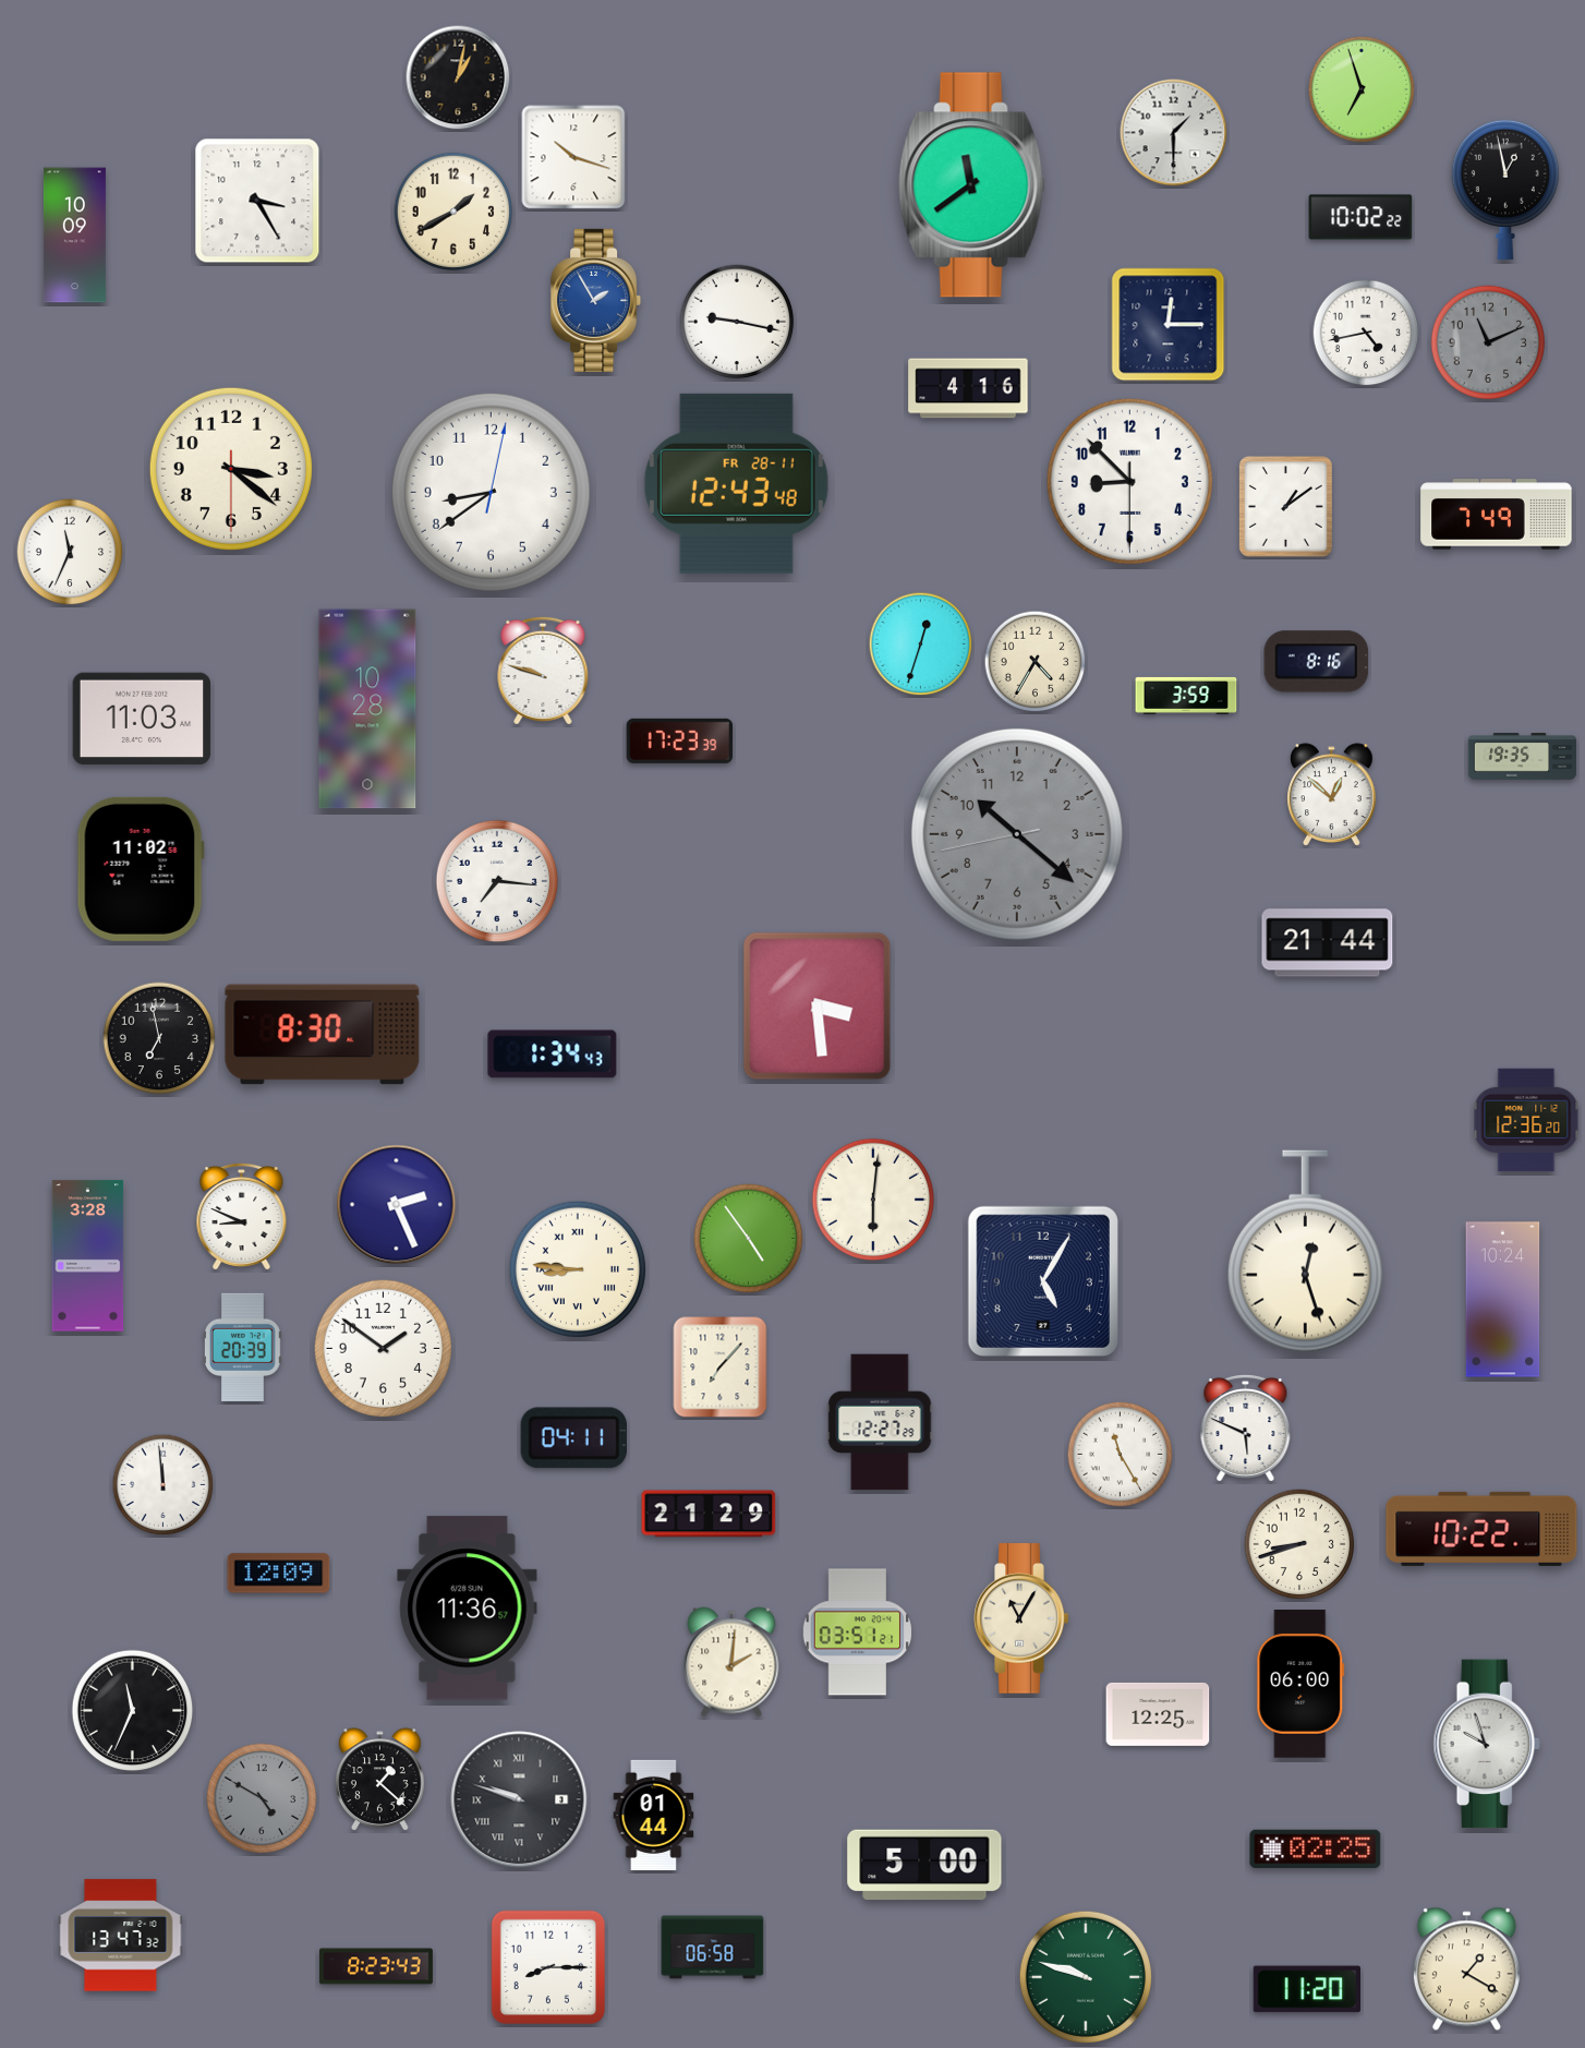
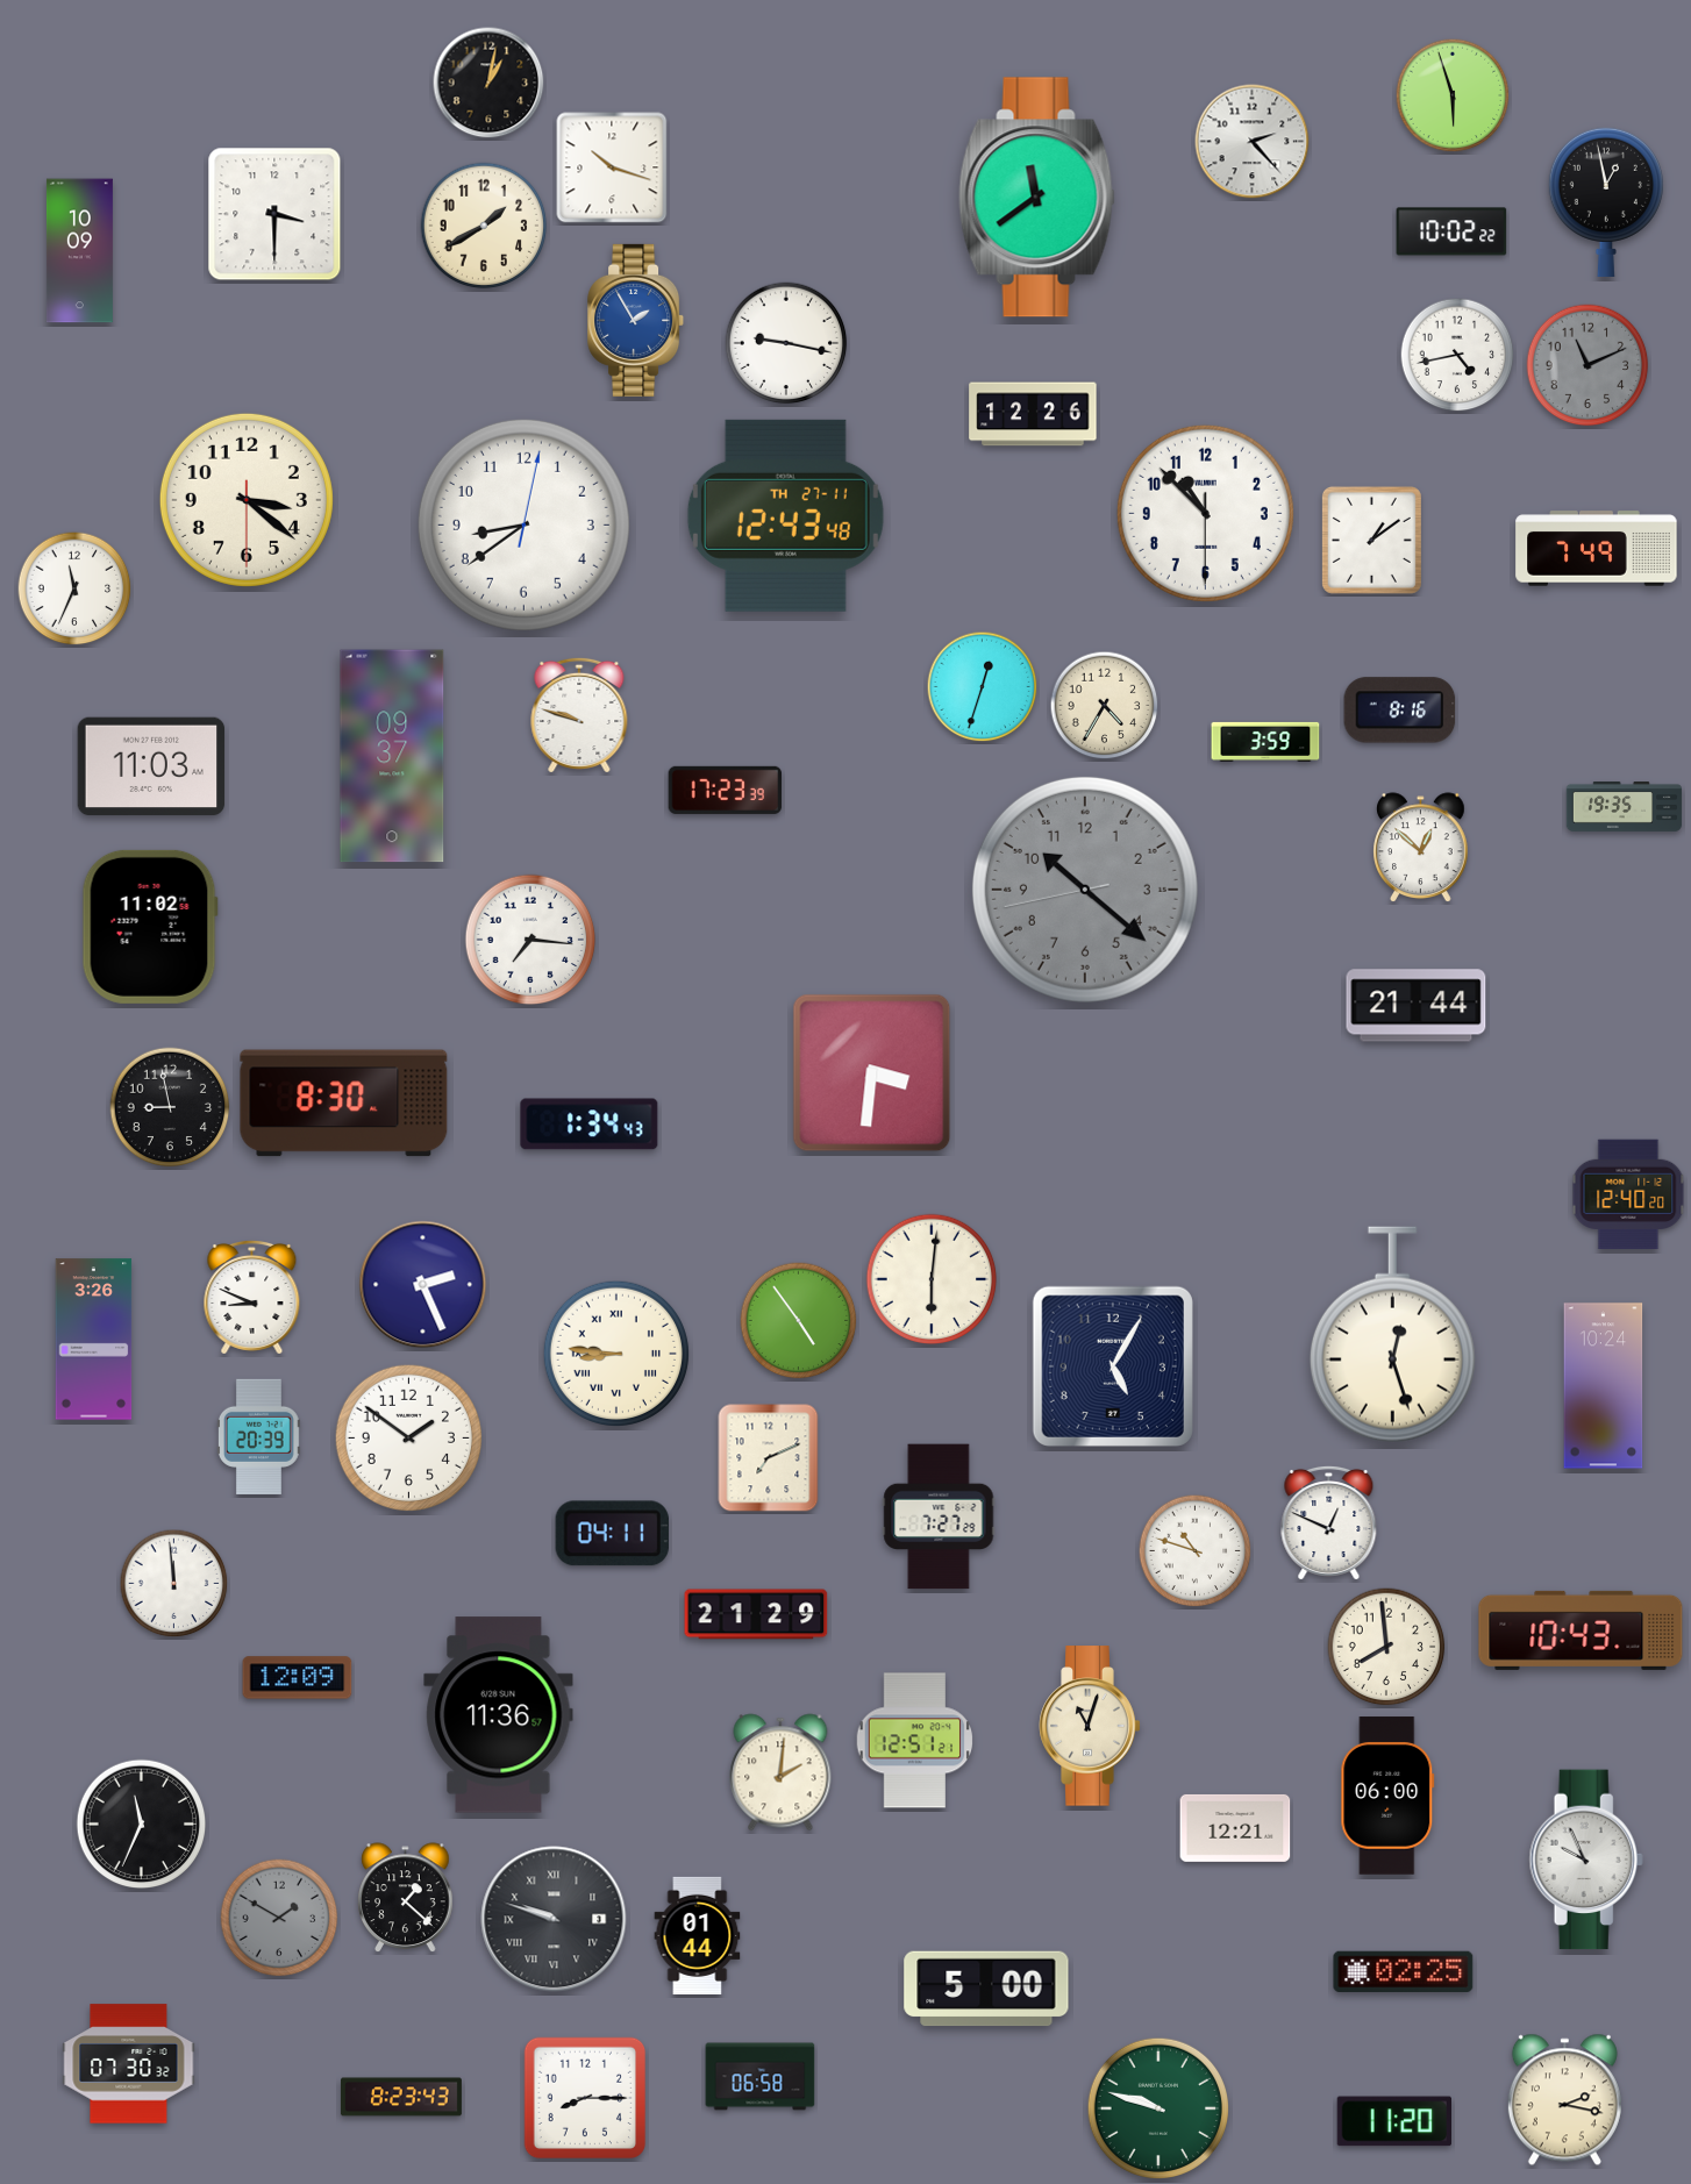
clock at (1362, 89): 6:57 -> 5:57
clock at (1174, 133): 1:30 -> 2:23
clock at (257, 201): 3:25 -> 3:30
clock at (1169, 325): 12:15 -> none
clock at (968, 388): 4:16 -> 12:26
clock at (1129, 481): 8:52 -> 10:52
clock at (736, 483) date: FR 28-11 -> TH 27-11
clock at (1317, 662) position: (1317, 662) -> (1400, 711)
clock at (367, 709): 10:28 -> 09:37
clock at (818, 1007): 3:29 -> 3:31
clock at (159, 1038): 6:58 -> 8:58
clock at (1526, 1120): 12:36 -> 12:40
clock at (242, 1216) position: (242, 1216) -> (252, 1297)
clock at (88, 1256): 3:28 -> 3:26
clock at (721, 1368): 7:07 -> 7:11
clock at (880, 1422): 12:27 -> 7:27
clock at (1246, 1427): 5:49 -> 12:49
clock at (1121, 1455): 11:25 -> 10:48
clock at (1481, 1529): 10:22 -> 10:43
clock at (1299, 1544): 8:42 -> 7:59
clock at (1021, 1618): 11:05 -> 11:03
clock at (858, 1633): 03:51 -> 12:51
clock at (1158, 1714): 12:25 -> 12:21
clock at (1487, 1744): 9:57 -> 9:56
clock at (262, 1798): 4:50 -> 1:50
clock at (121, 1936): 13:47 -> 07:30
clock at (1466, 1969): 1:20 -> 2:17
